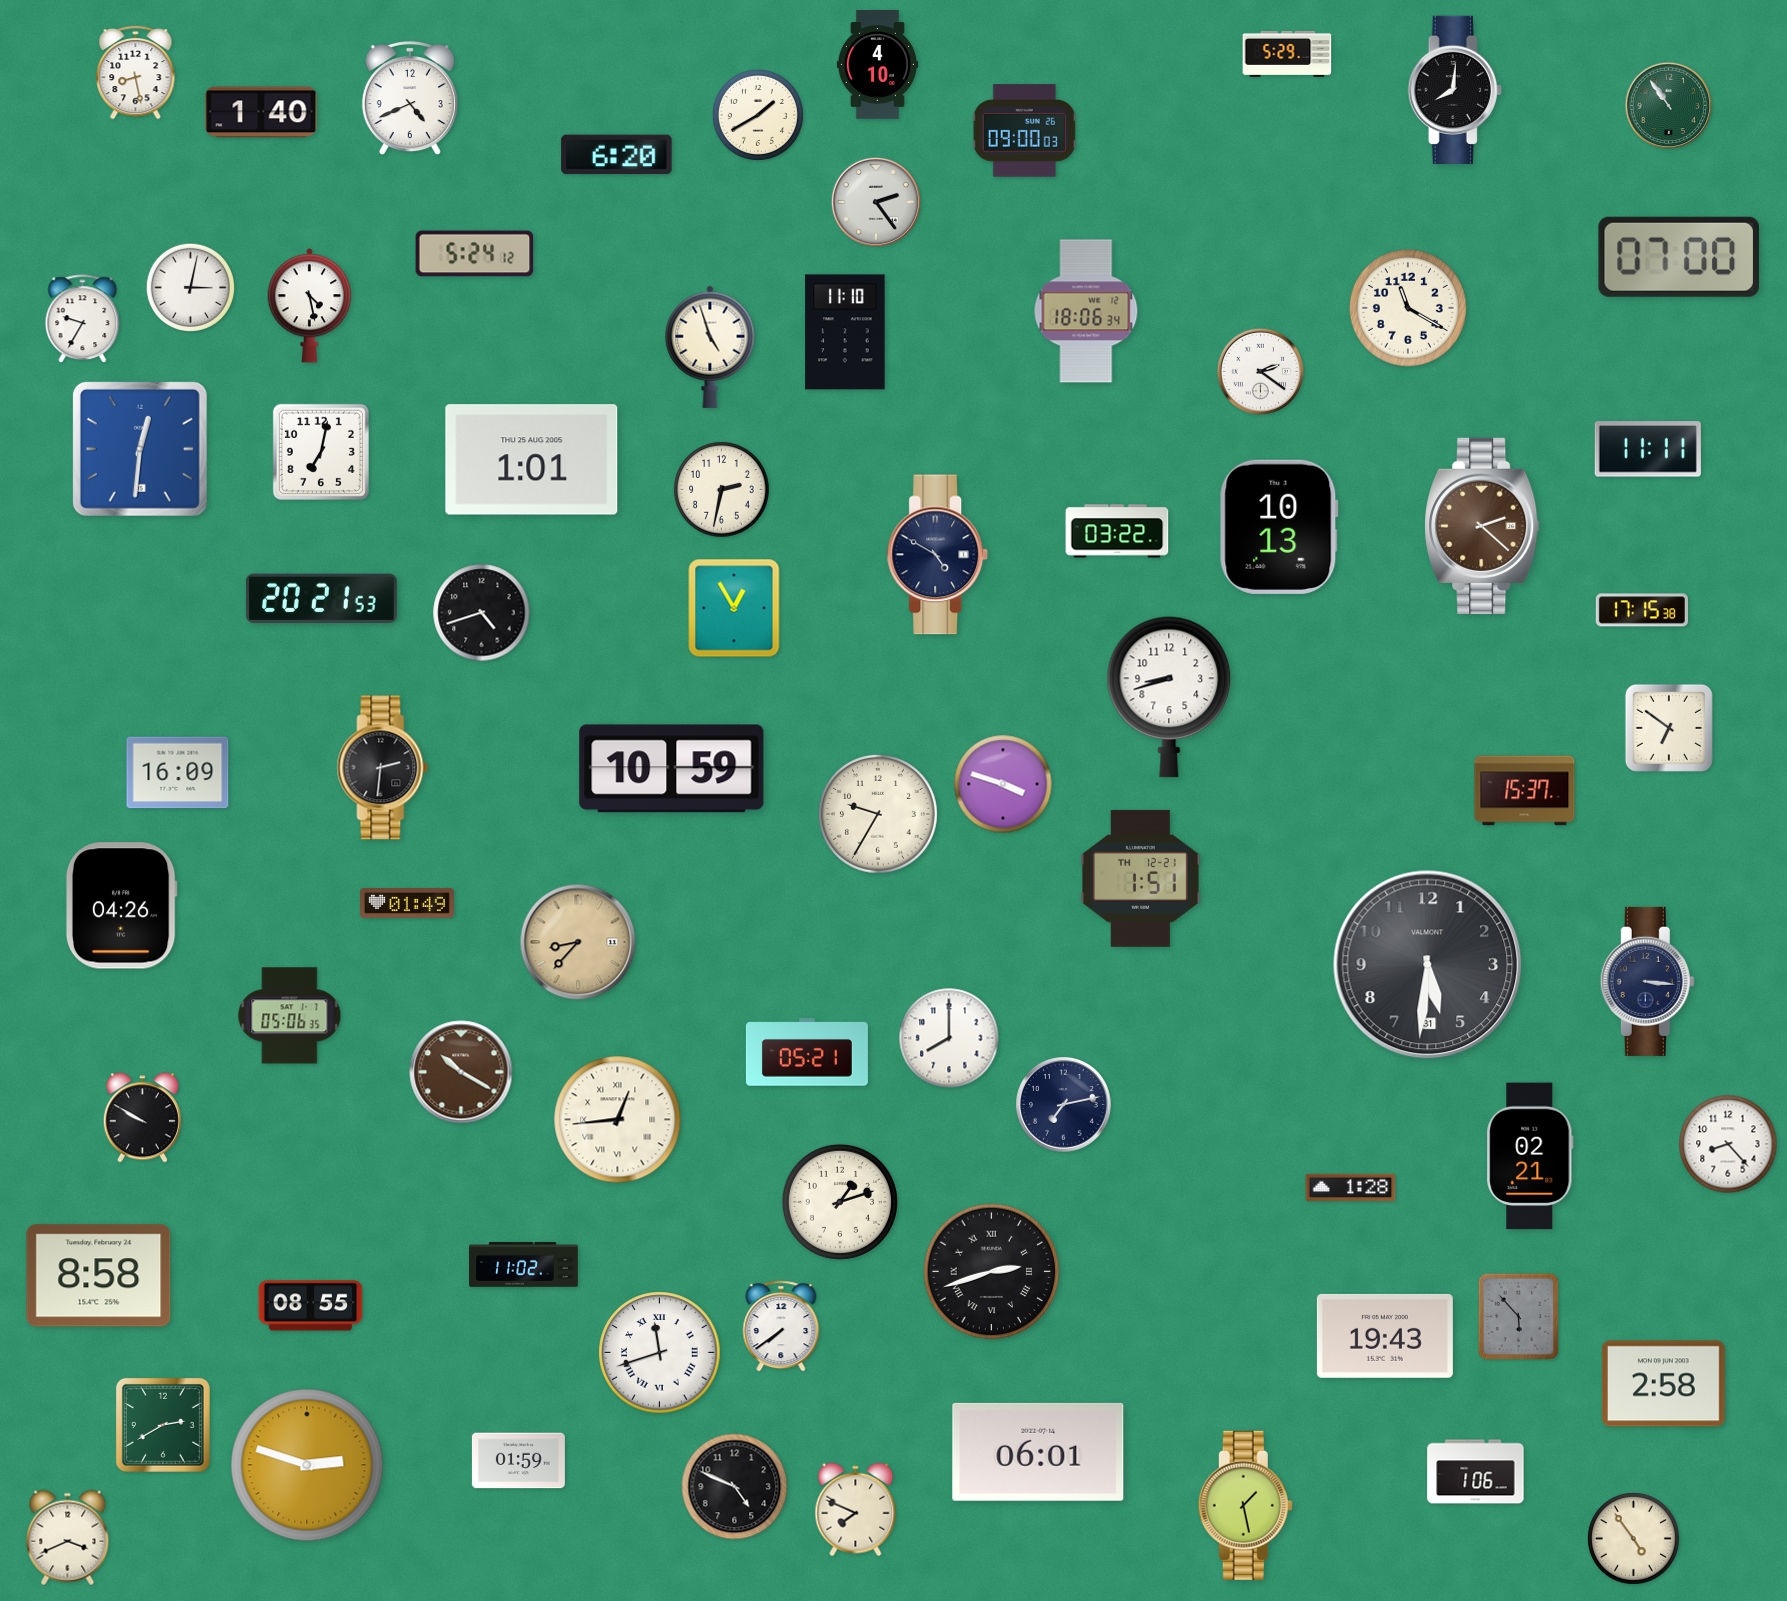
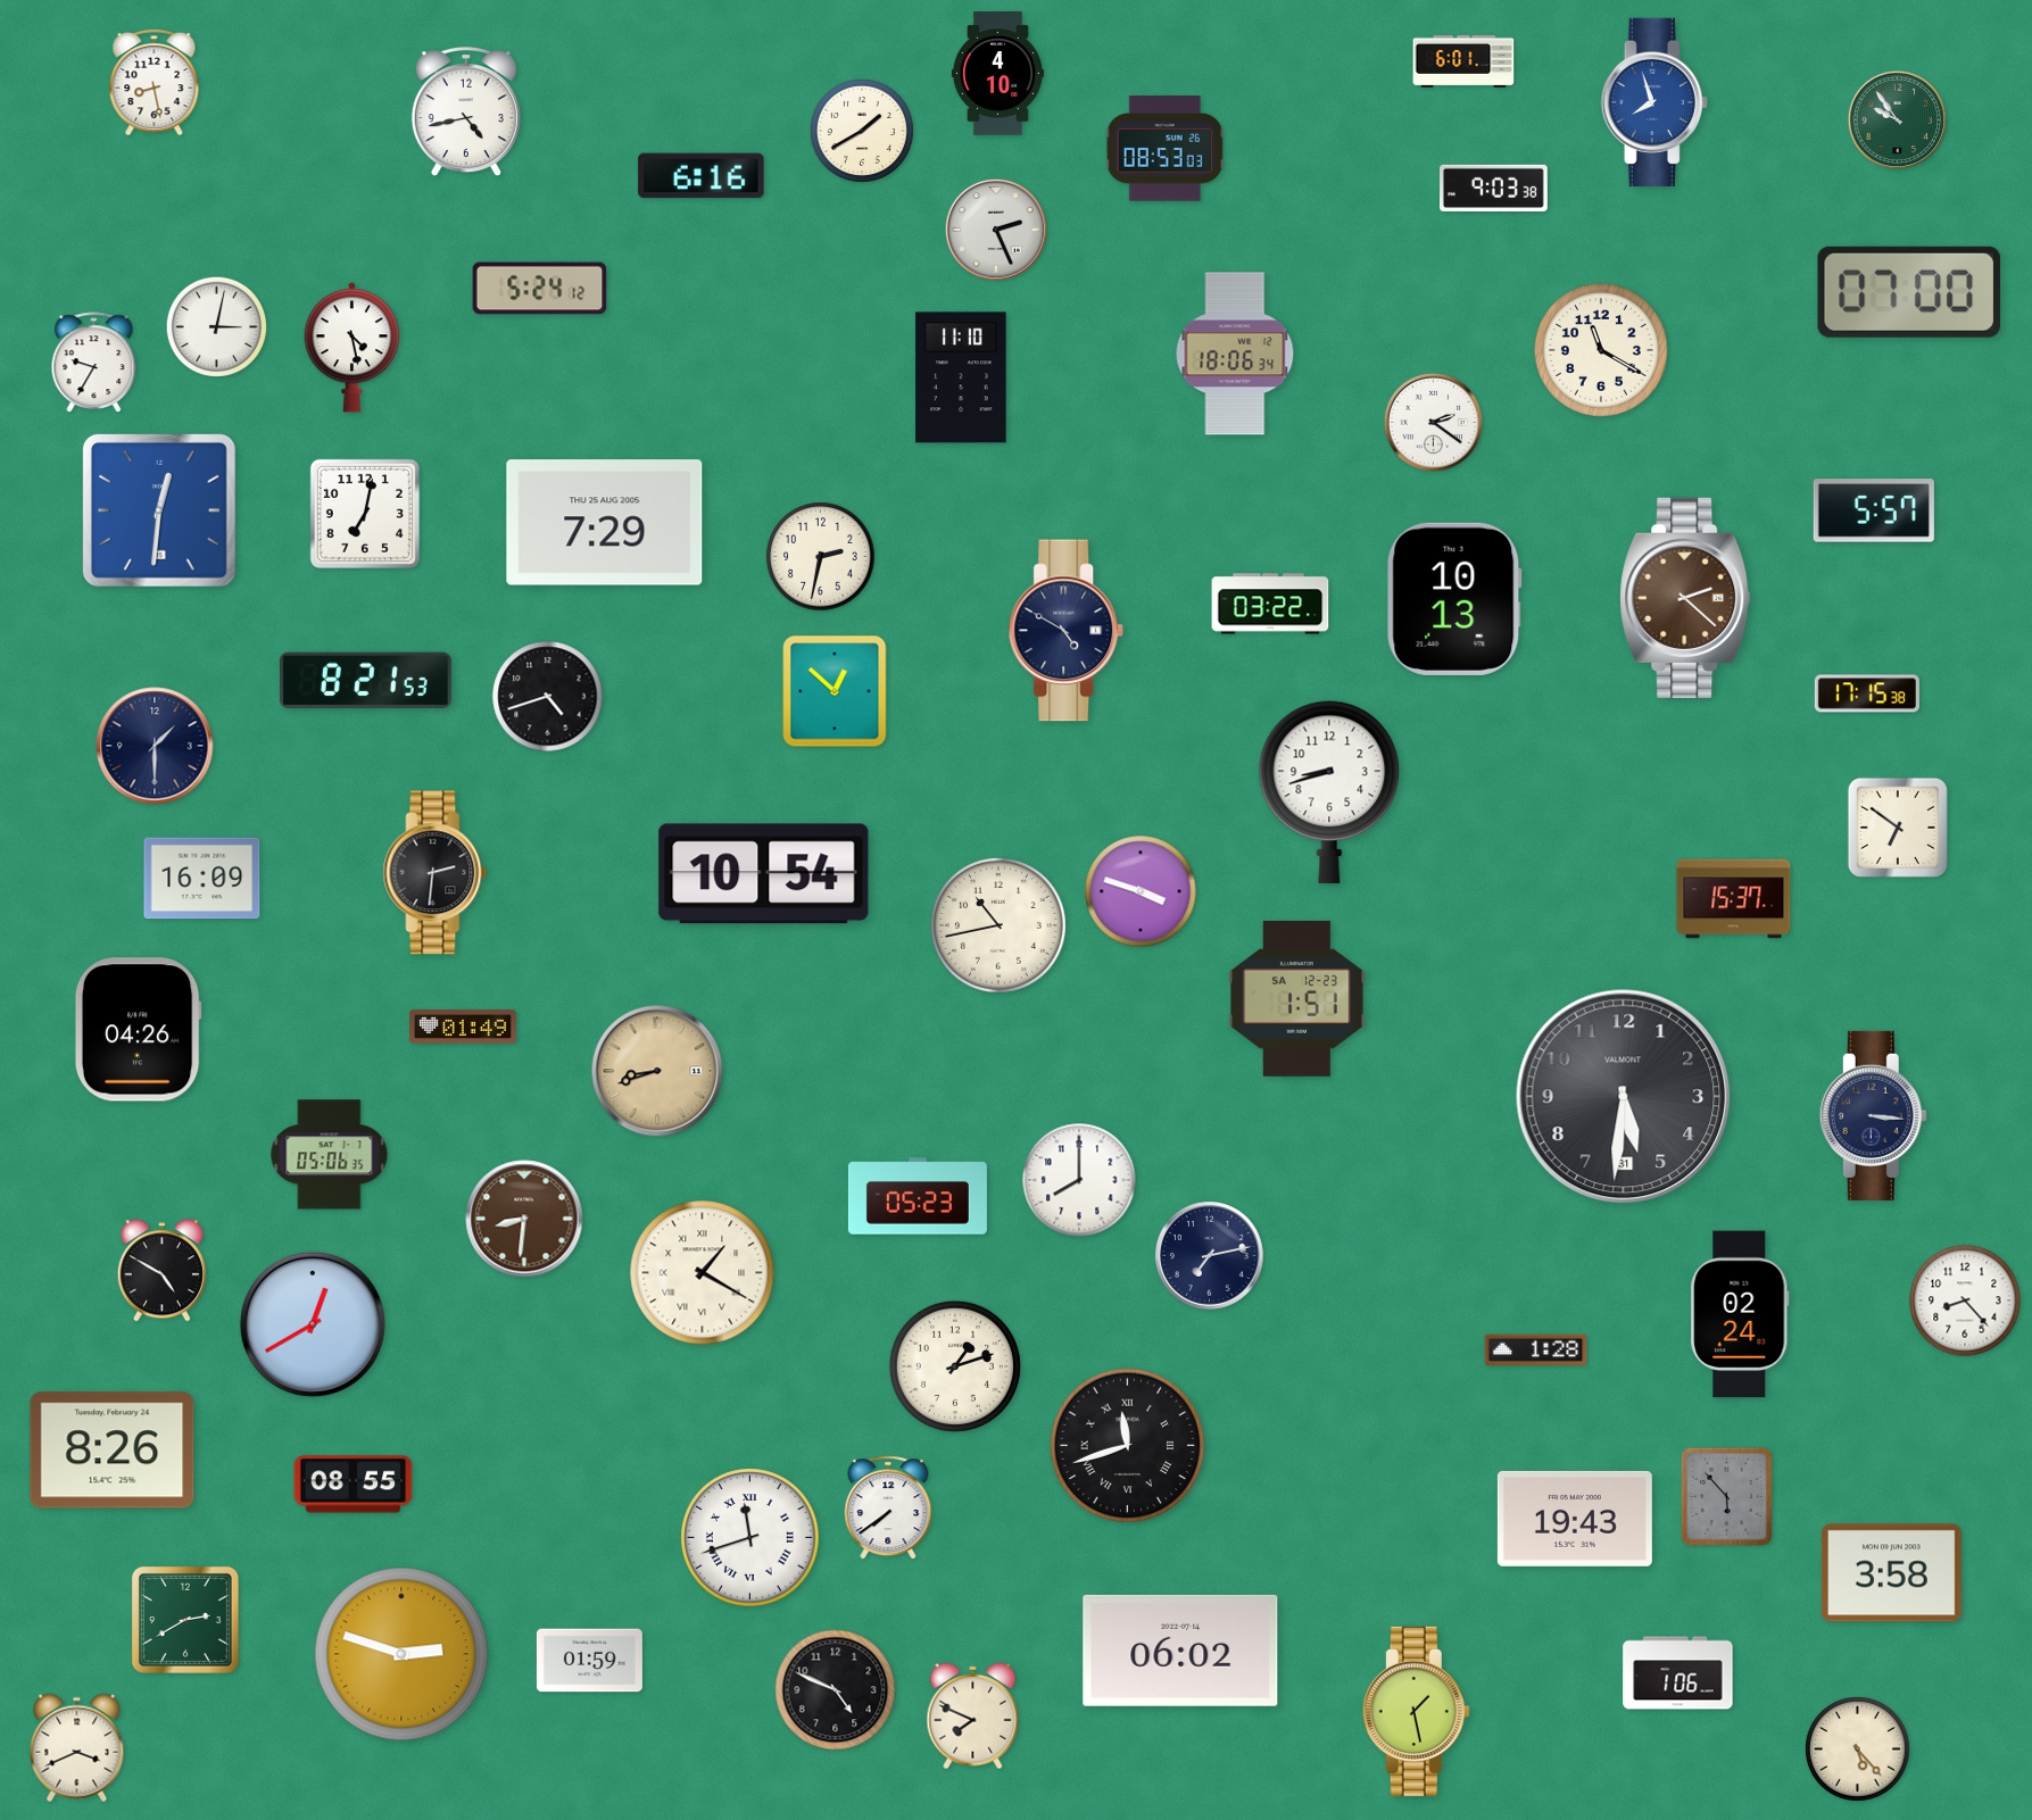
clock at (1287, 54): 5:29 -> 6:01
clock at (1455, 90): 8:01 -> 7:57
clock at (1455, 90) dial: black -> blue
clock at (410, 99): 4:41 -> 4:43
clock at (1669, 106): 10:54 -> 9:54
clock at (261, 112): 1:40 -> none
clock at (1024, 131): 09:00 -> 08:53
clock at (617, 155): 6:20 -> 6:16
clock at (1494, 188): none -> 9:03
clock at (876, 202): 2:24 -> 2:26
clock at (710, 347): 4:57 -> none
clock at (1648, 449): 11:11 -> 5:57
clock at (532, 460): 1:01 -> 7:29
clock at (321, 599): 20:21 -> 8:21
clock at (734, 608): 12:55 -> 12:52
clock at (155, 746): none -> 1:30
clock at (672, 769): 10:59 -> 10:54
clock at (878, 814): 9:35 -> 10:43
clock at (1141, 878) date: TH 12-21 -> SA 12-23
clock at (578, 942): 8:37 -> 8:42
clock at (807, 1052): 05:21 -> 05:23
clock at (461, 1072): 10:20 -> 8:31
clock at (142, 1118): 9:50 -> 4:50
clock at (618, 1120): 12:44 -> 1:20
clock at (1530, 1156): 02:21 -> 02:24
clock at (313, 1324): none -> 12:40
clock at (524, 1265): 11:02 -> none
clock at (992, 1272): 2:42 -> 11:42
clock at (99, 1276): 8:58 -> 8:26
clock at (1663, 1384): 2:58 -> 3:58
clock at (1038, 1452): 06:01 -> 06:02
clock at (307, 1465) position: (307, 1465) -> (401, 1654)
clock at (1633, 1538): 4:54 -> 5:23
